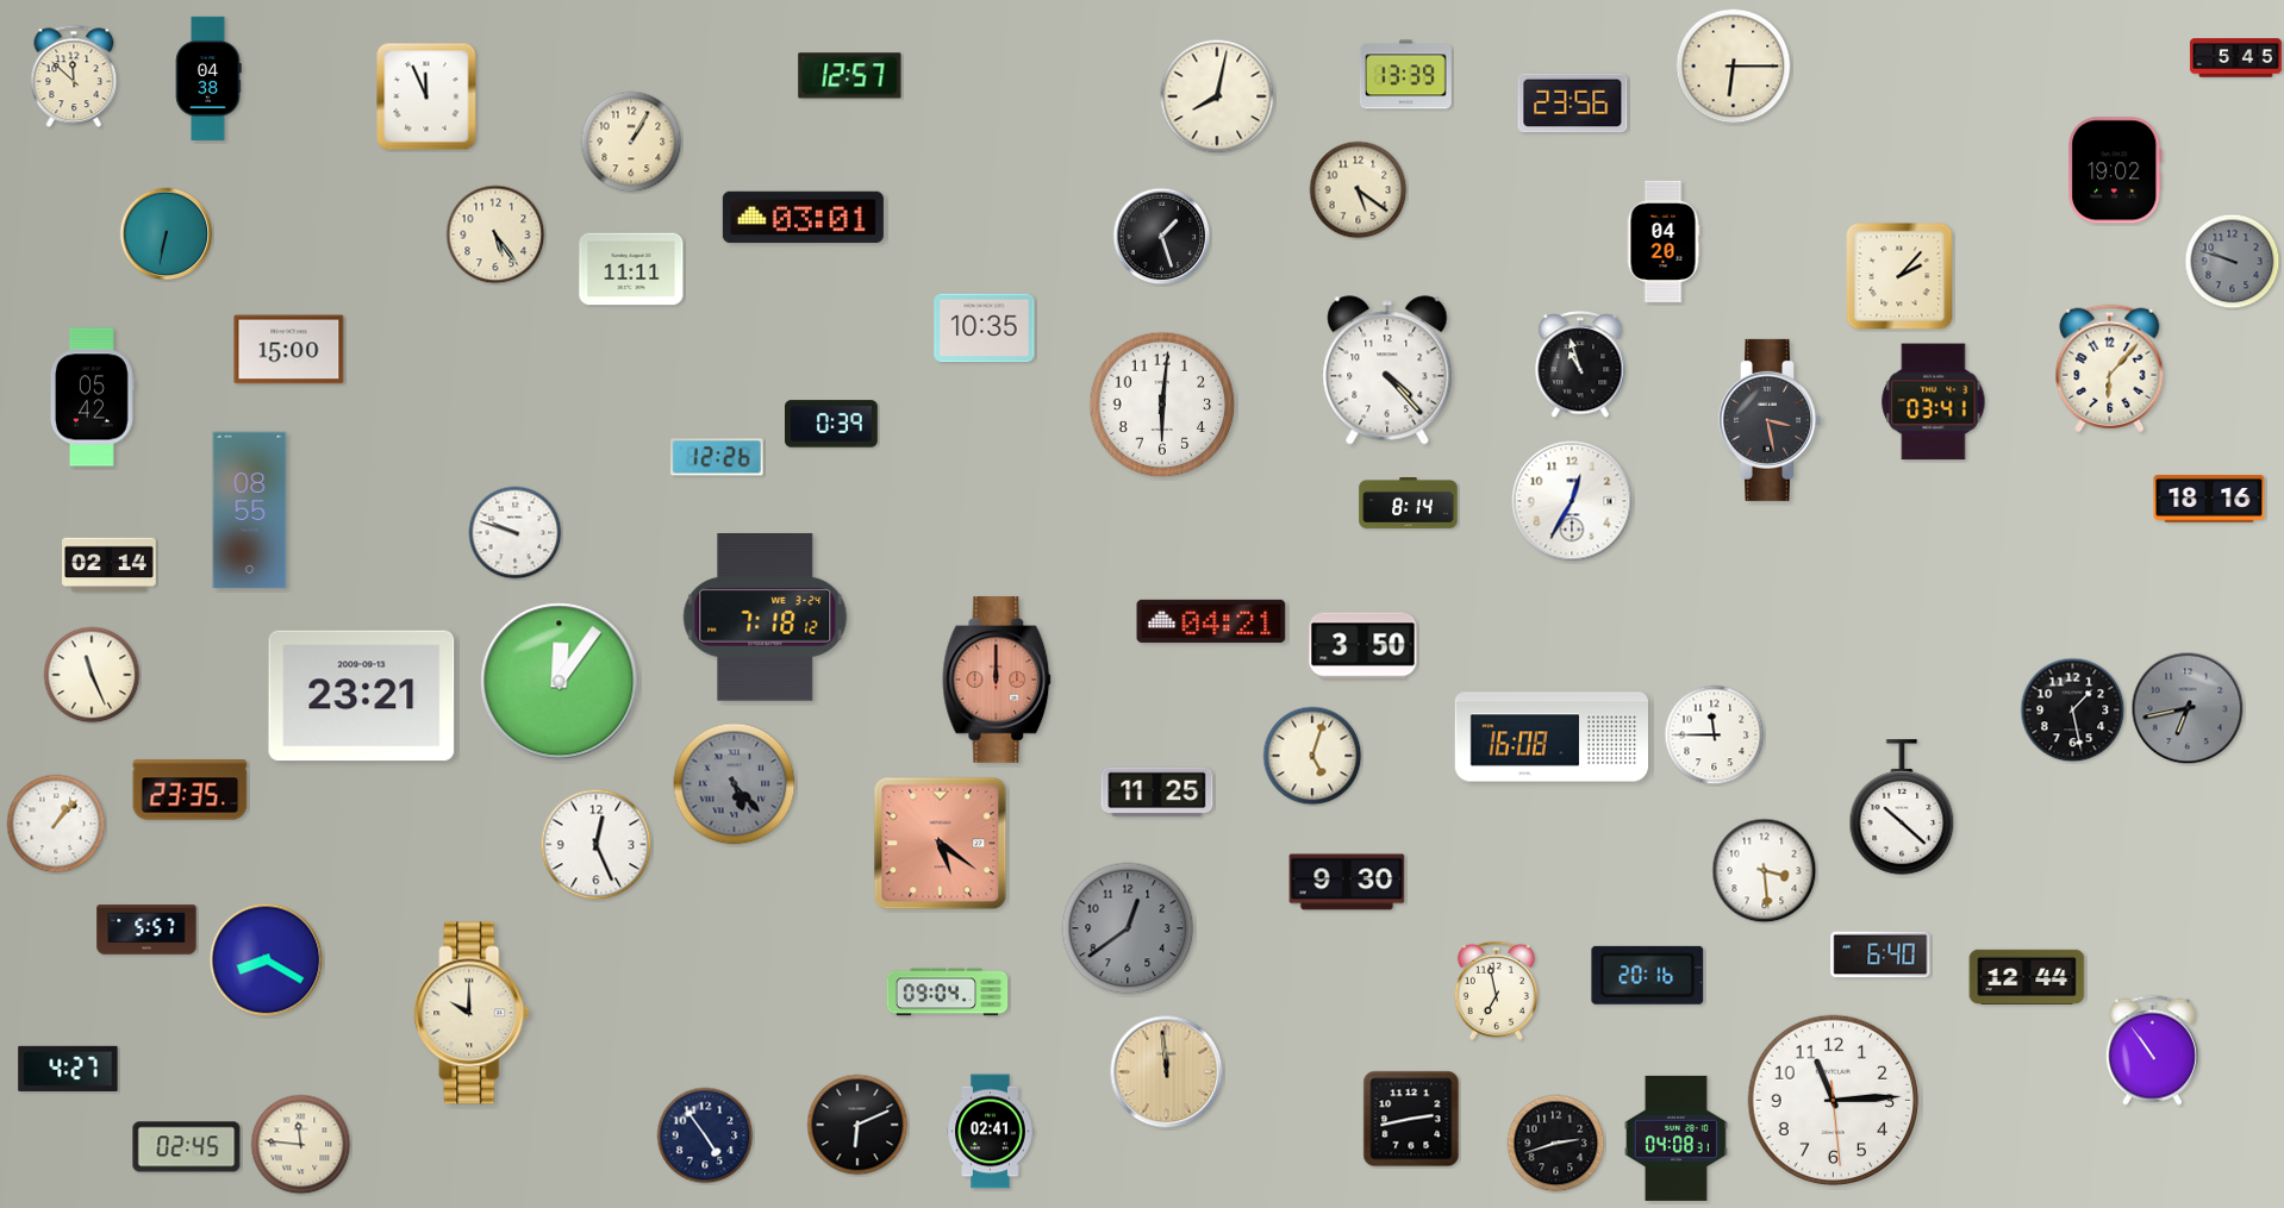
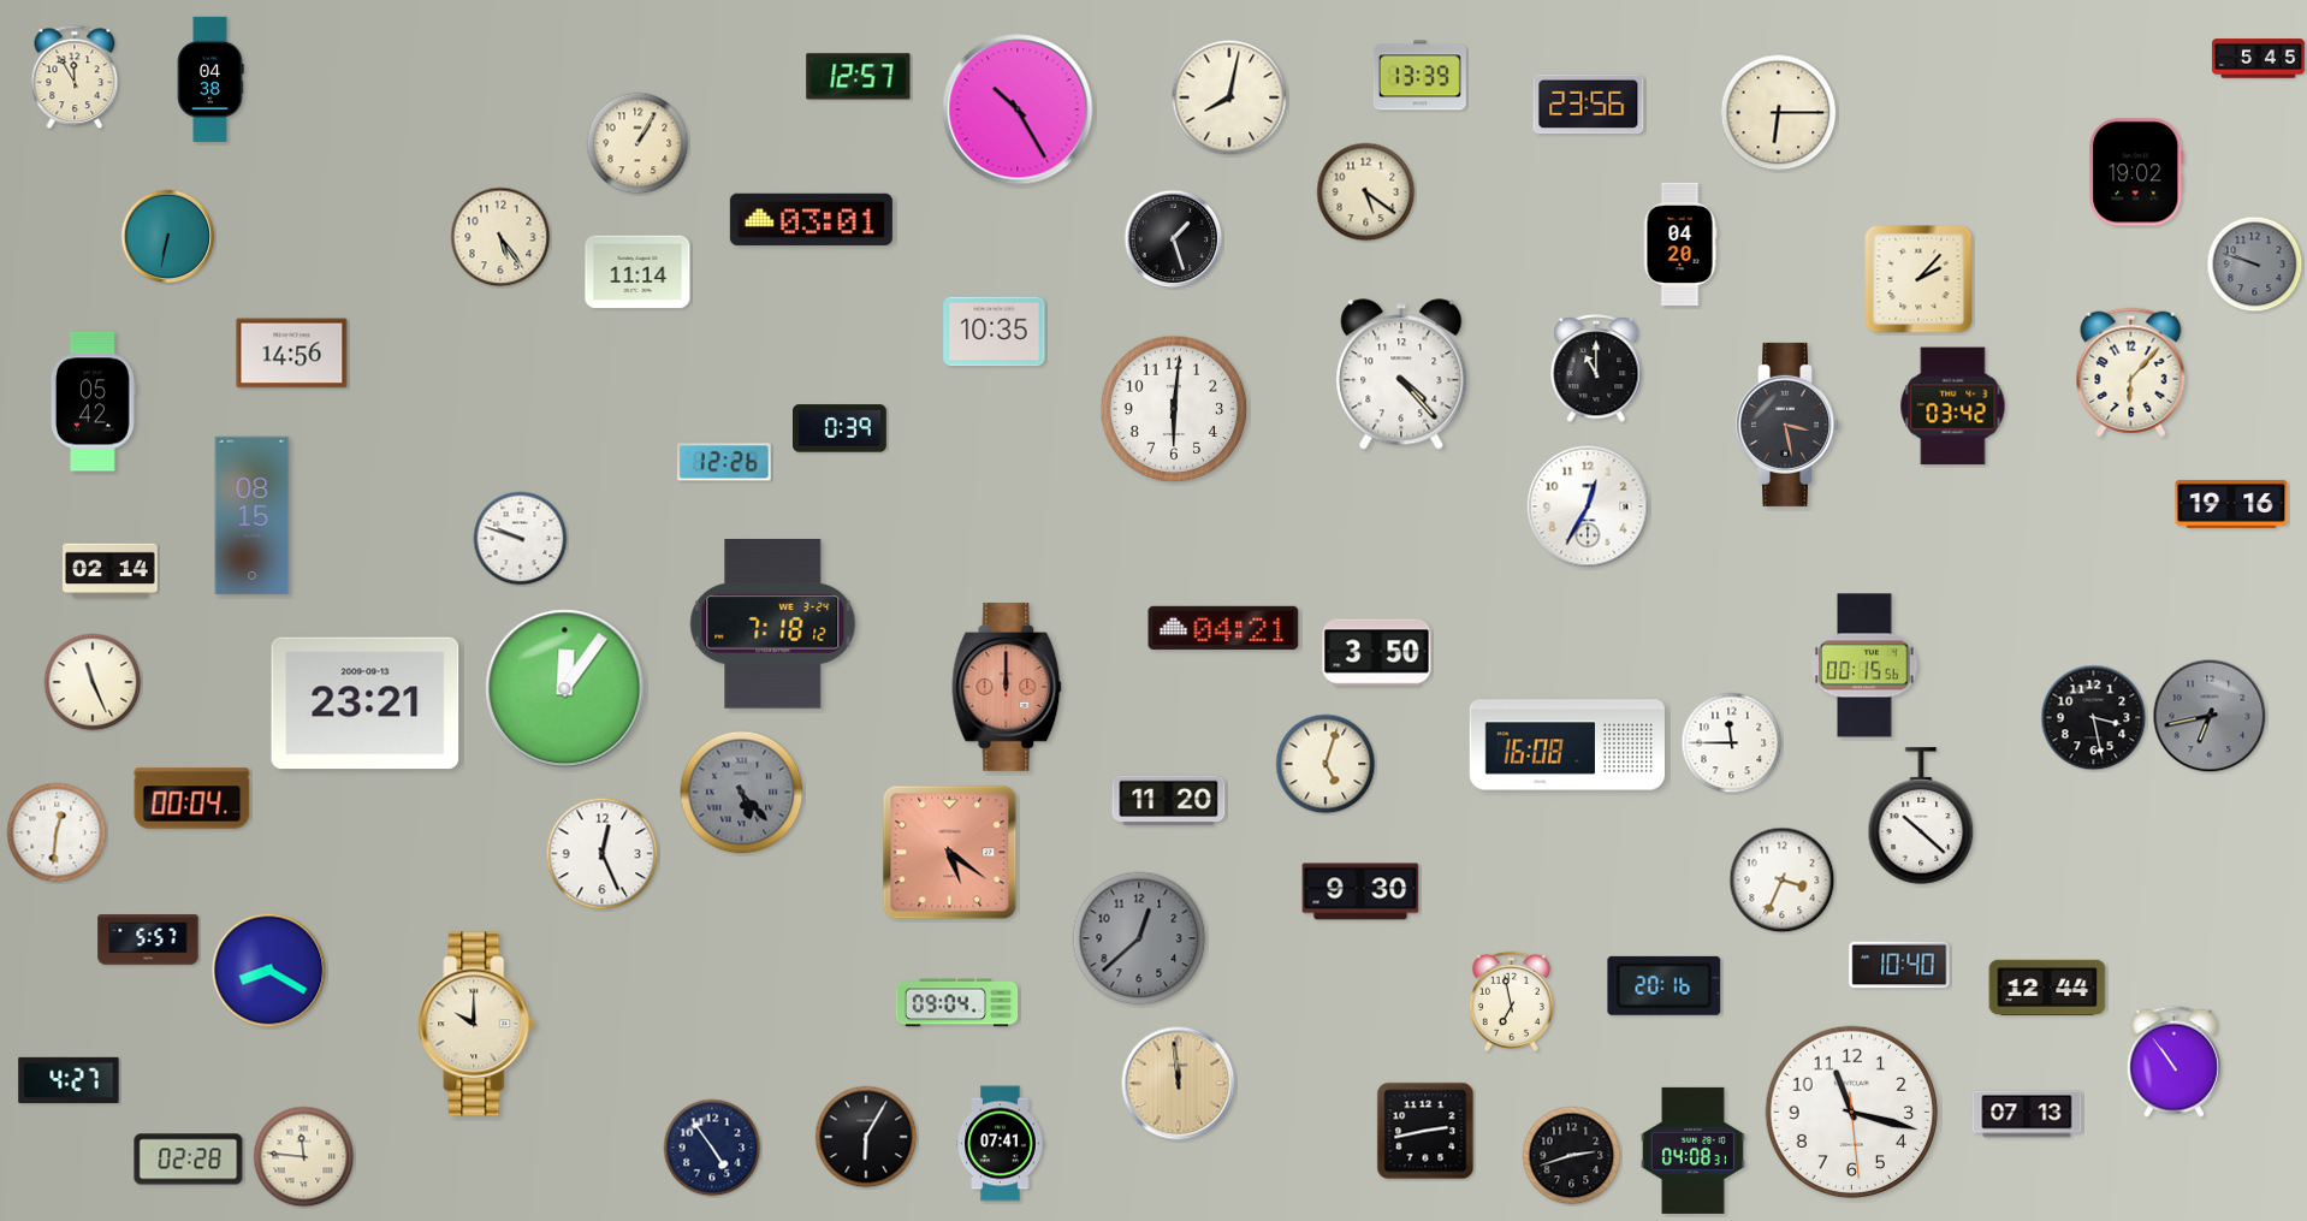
clock at (1734, 67) position: (1734, 67) -> (1779, 113)
clock at (74, 76): 11:52 -> 11:55
clock at (426, 96): 11:56 -> none
clock at (1018, 109): none -> 10:25
clock at (1359, 190) position: (1359, 190) -> (1366, 192)
clock at (631, 269): 11:11 -> 11:14
clock at (289, 350): 15:00 -> 14:56
clock at (1580, 365): 10:57 -> 11:00
clock at (1934, 402): 03:41 -> 03:42
clock at (2209, 499): 18:16 -> 19:16
clock at (1409, 503): 8:14 -> none
clock at (250, 511): 08:55 -> 08:15
clock at (1864, 665): none -> 00:15
clock at (2073, 711): 1:28 -> 3:28
clock at (191, 790): 23:35 -> 00:04
clock at (1157, 793): 11:25 -> 11:20
clock at (56, 824): 1:07 -> 12:31
clock at (1765, 871): 3:29 -> 3:34
clock at (1128, 928): 12:39 -> 12:38
clock at (1880, 954): 6:40 -> 10:40
clock at (1834, 1101): 11:14 -> 11:17
clock at (2027, 1114): none -> 07:13
clock at (857, 1125): 6:11 -> 6:05
clock at (991, 1132): 02:41 -> 07:41
clock at (187, 1147): 02:45 -> 02:28
